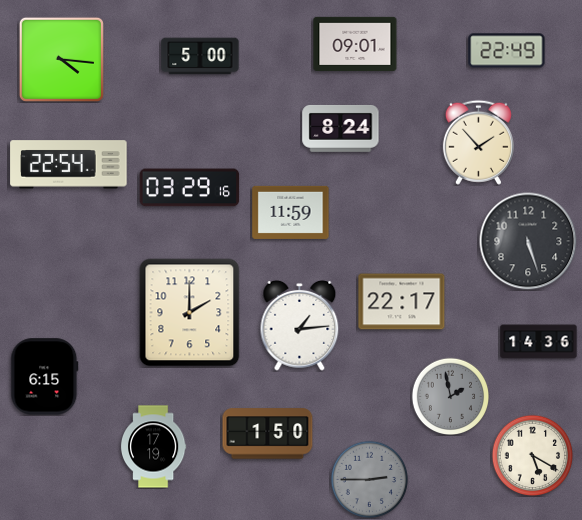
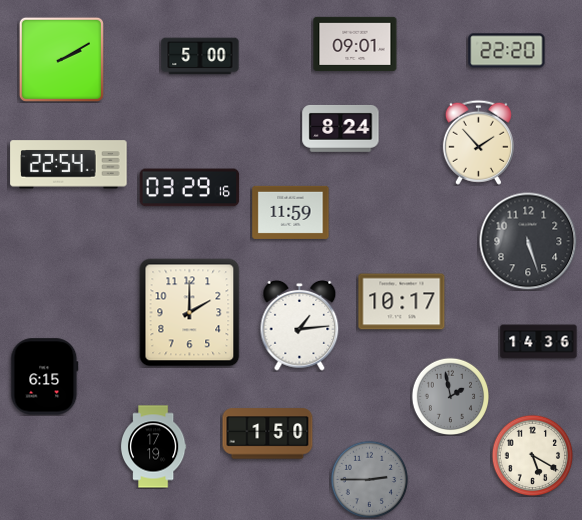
clock at (507, 51): 22:49 -> 22:20
clock at (61, 59): 4:16 -> 2:10
clock at (402, 302): 22:17 -> 10:17
